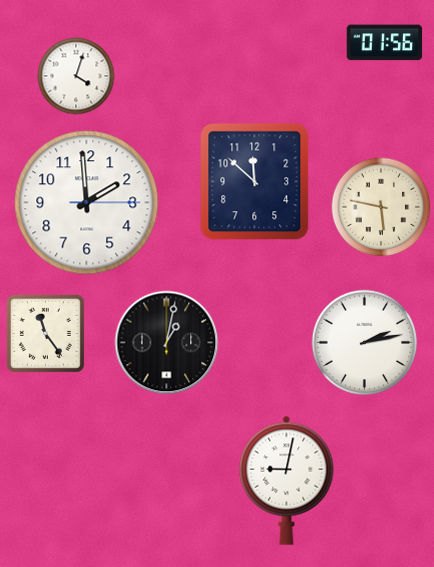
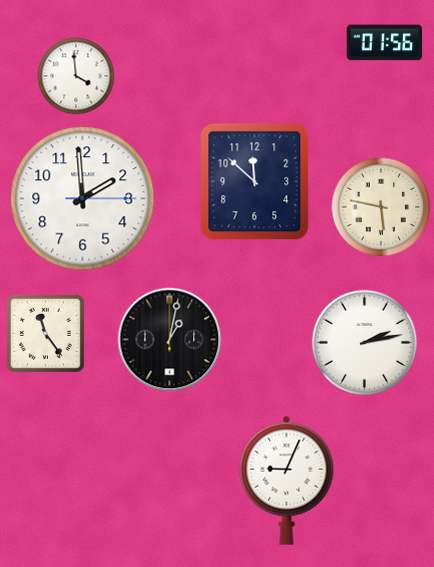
clock at (76, 76): 4:03 -> 3:59
clock at (87, 203) position: (87, 203) -> (83, 199)
clock at (167, 343) position: (167, 343) -> (170, 340)
clock at (287, 480): 9:02 -> 9:04
